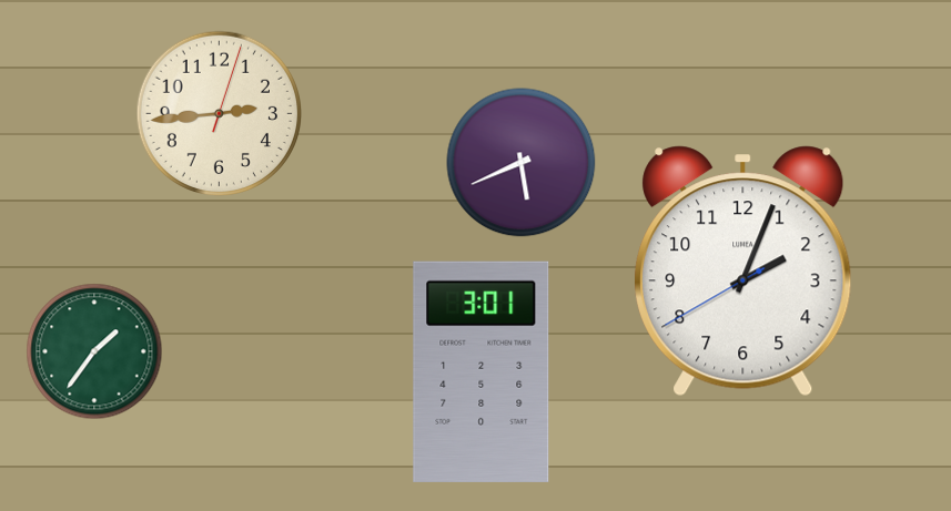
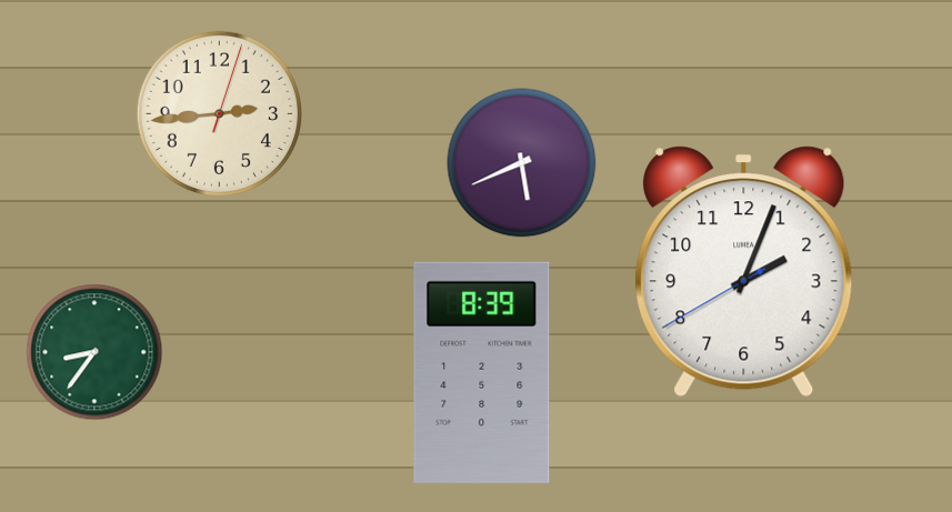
clock at (94, 351): 1:36 -> 8:36
clock at (482, 371): 3:01 -> 8:39
